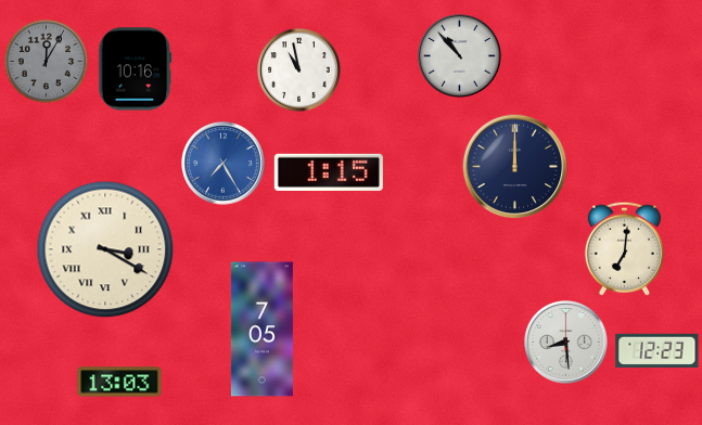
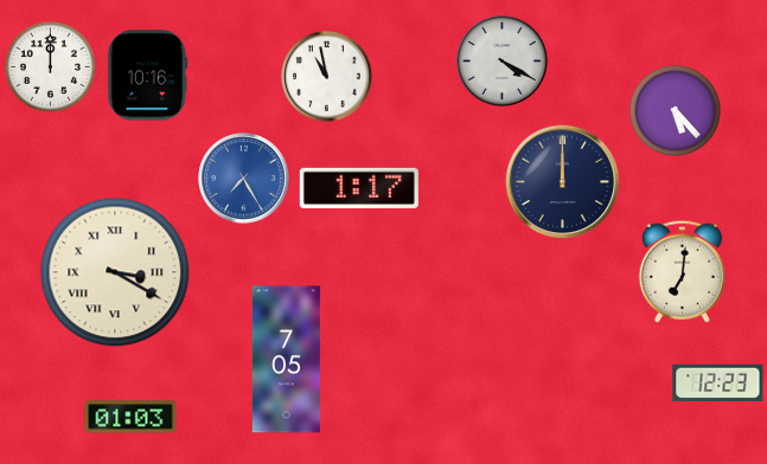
clock at (460, 56): 10:53 -> 4:20
clock at (46, 61): 12:05 -> 12:00
clock at (46, 61) dial: grey -> white
clock at (675, 110): none -> 5:23
clock at (329, 172): 1:15 -> 1:17
clock at (566, 343): 8:29 -> none
clock at (119, 382): 13:03 -> 01:03
